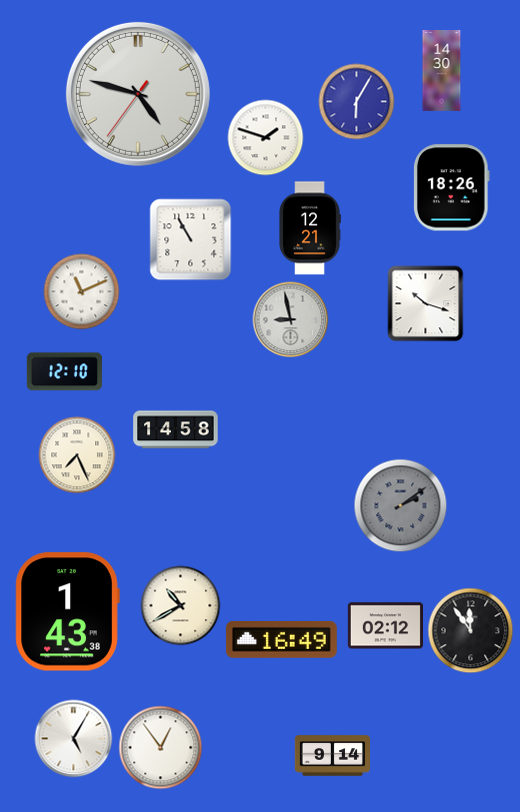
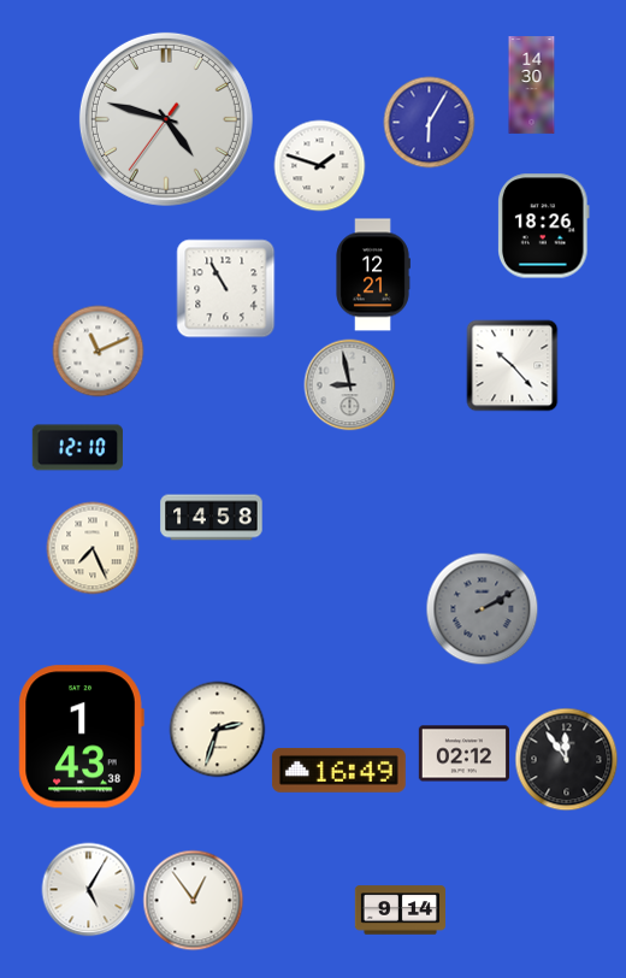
clock at (138, 94) position: (138, 94) -> (166, 119)
clock at (191, 240) position: (191, 240) -> (226, 289)
clock at (426, 304): 10:18 -> 10:23
clock at (401, 506): 2:09 -> 2:10
clock at (181, 606): 10:40 -> 2:33
